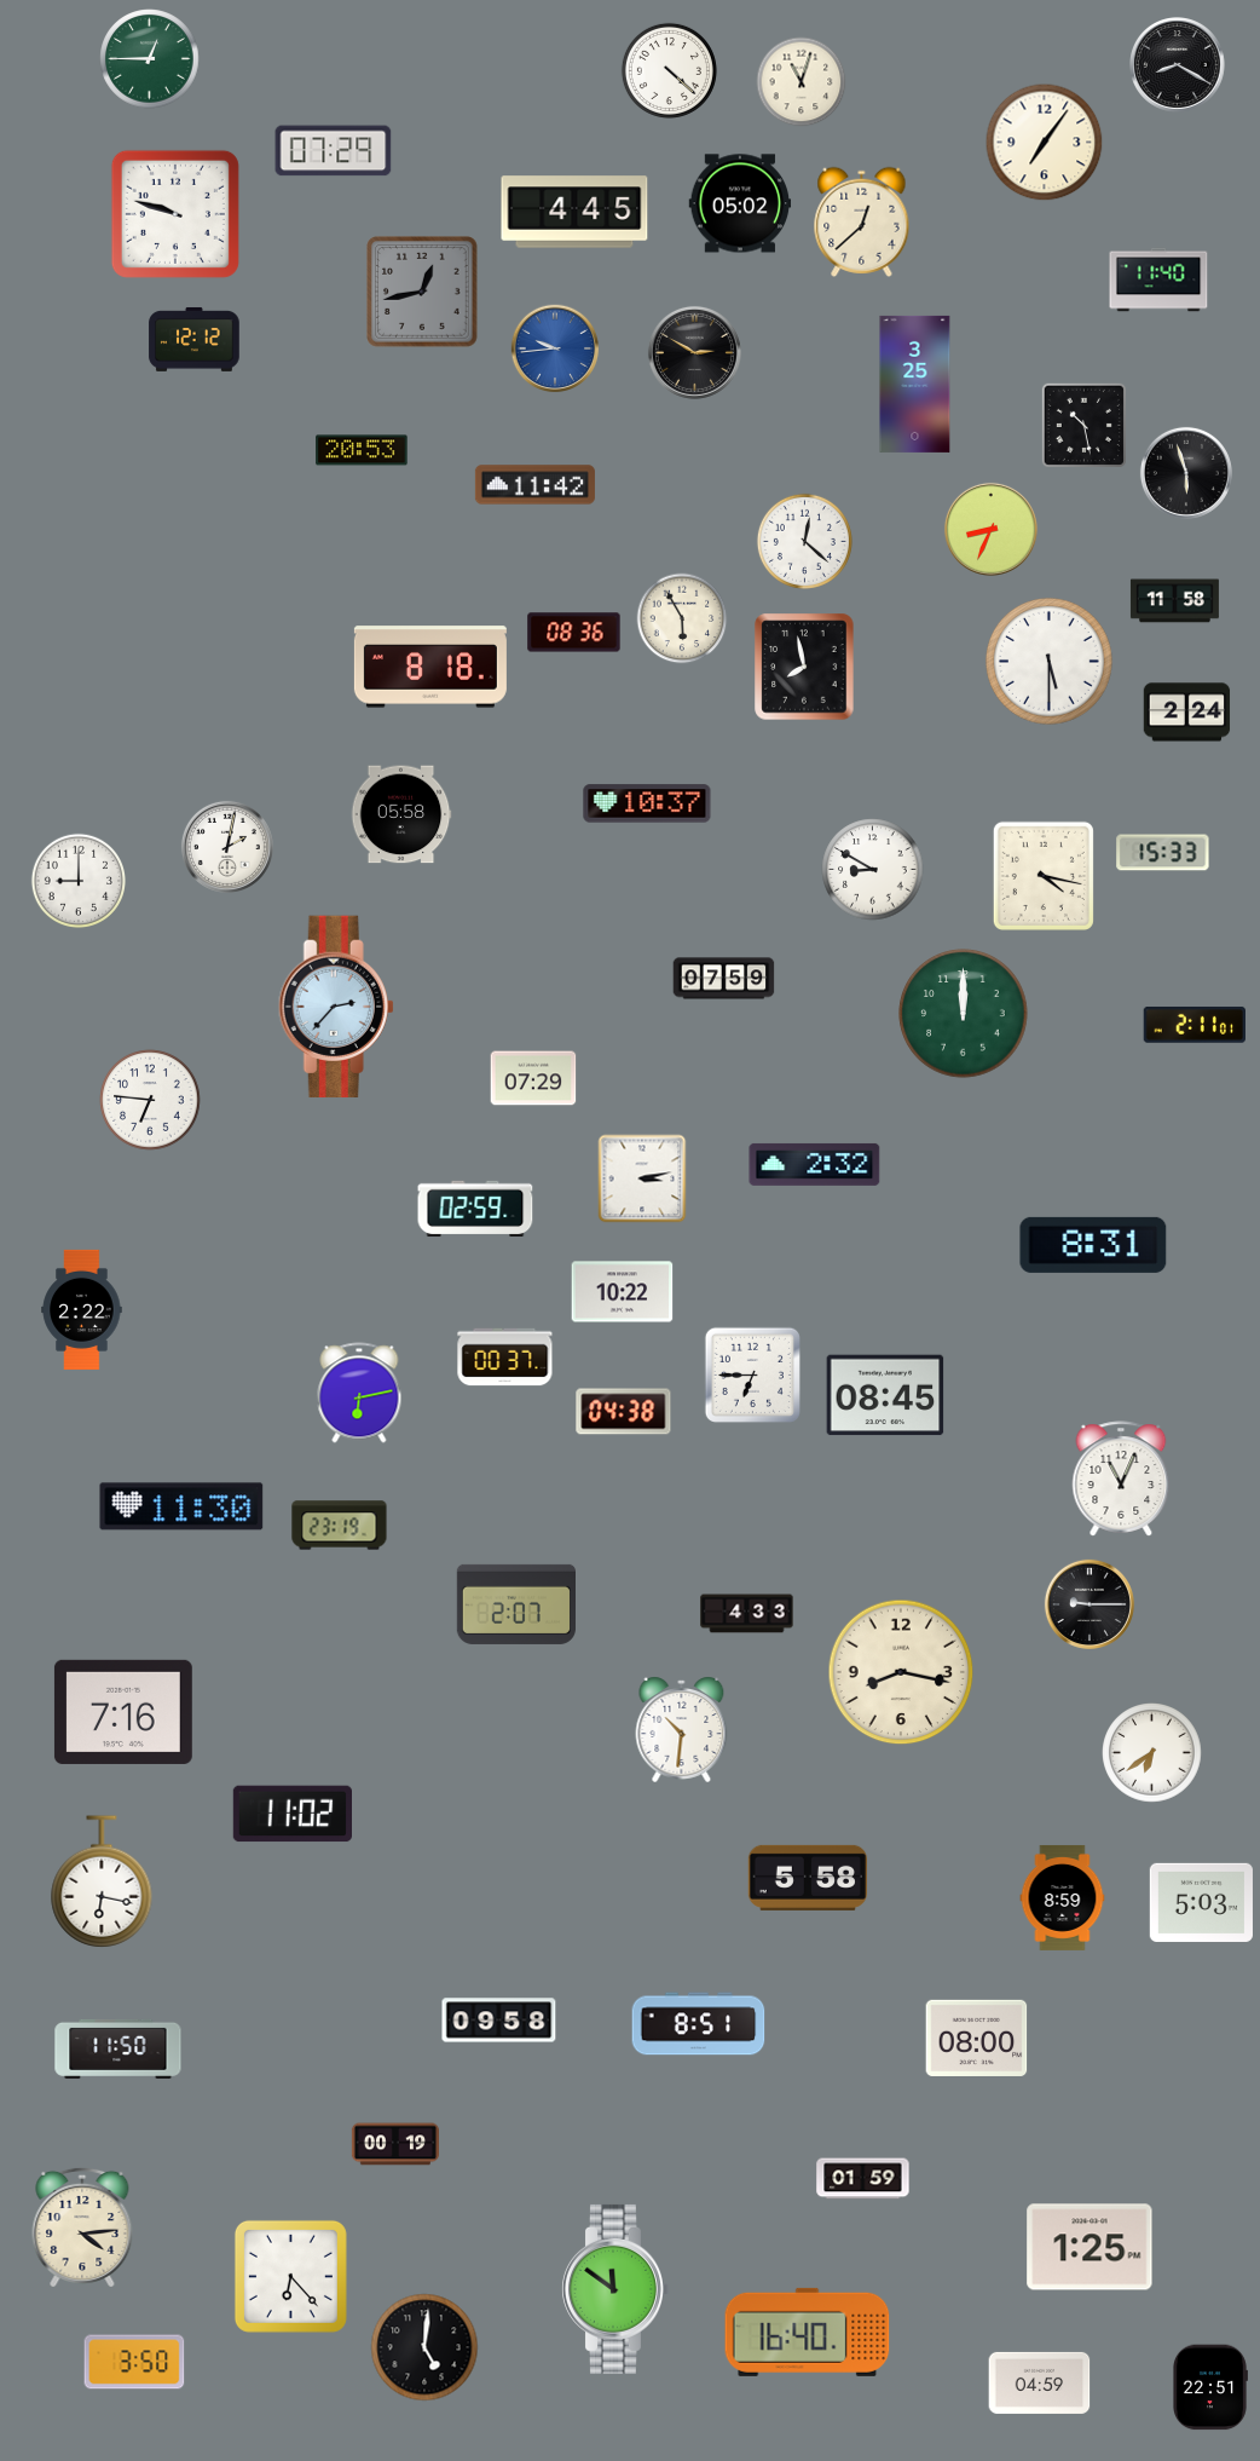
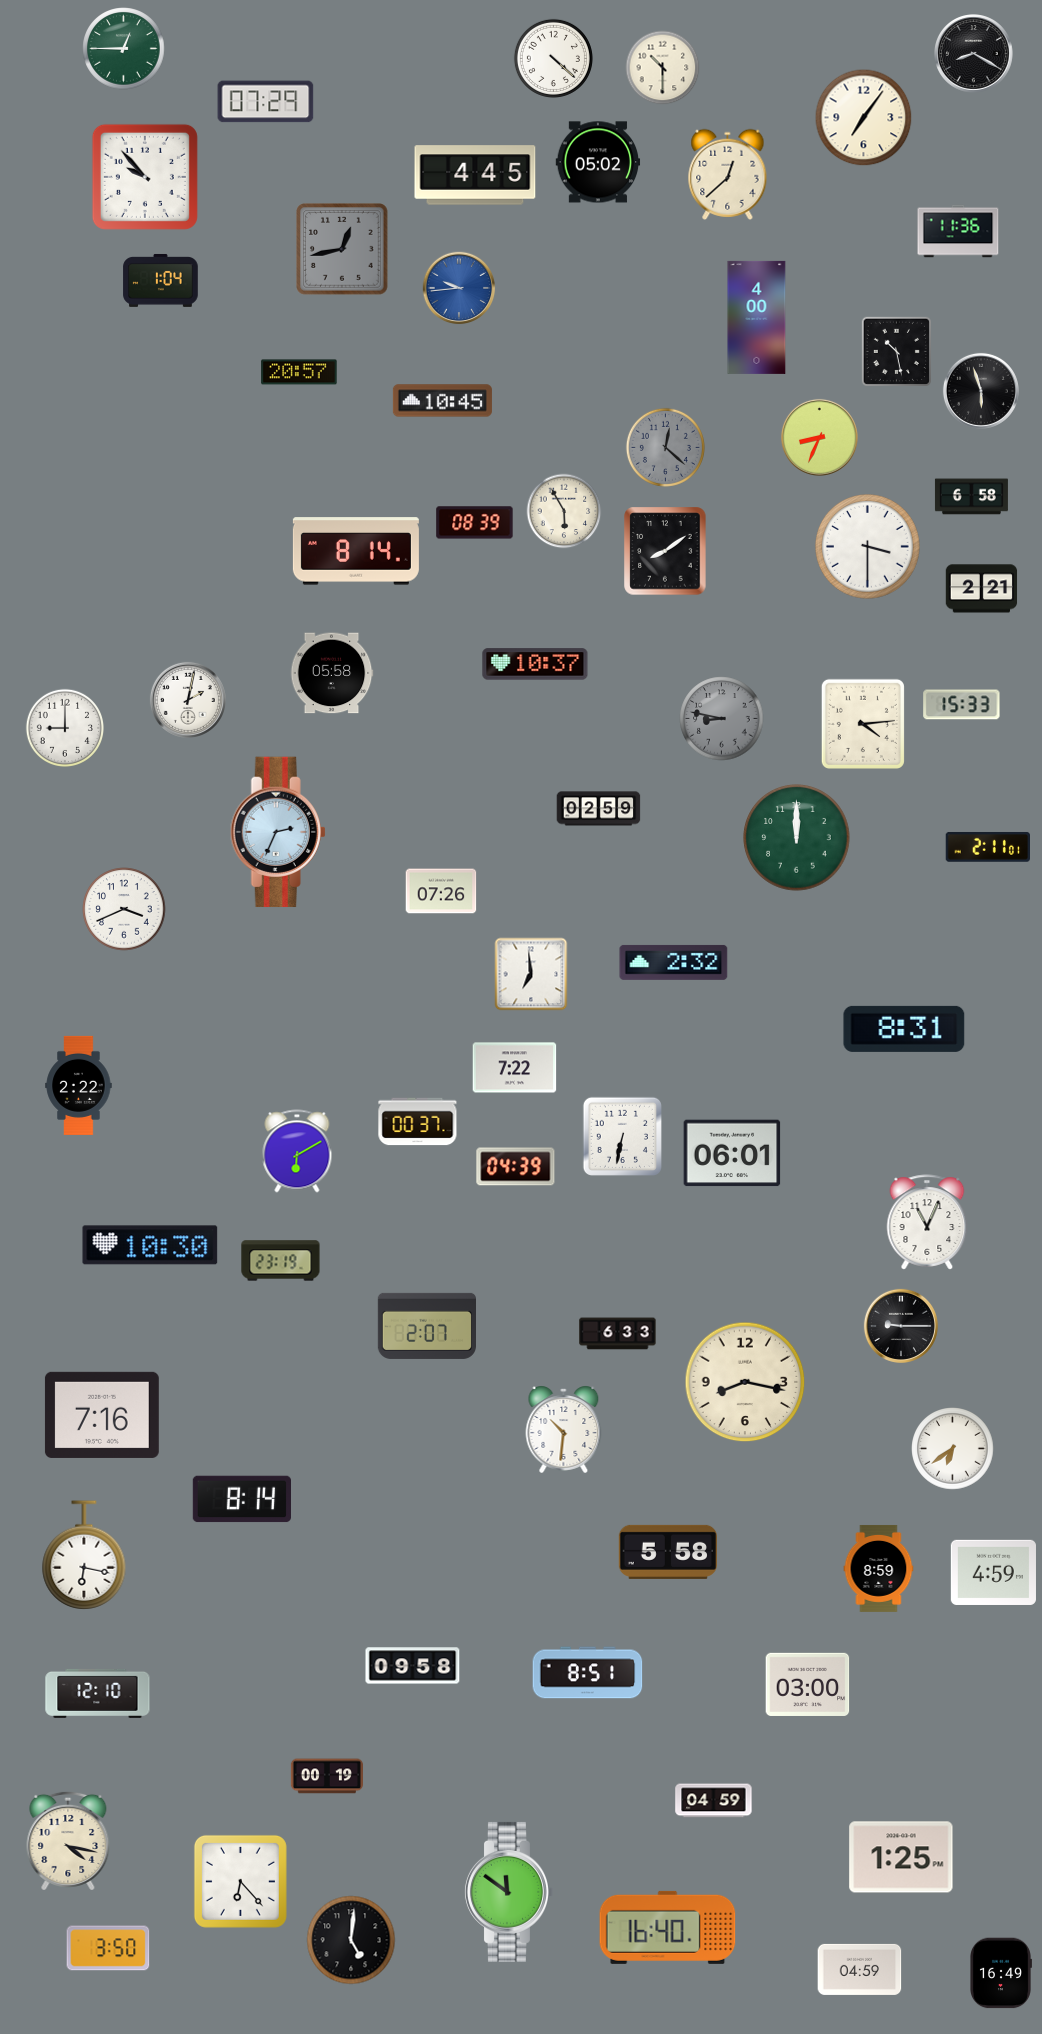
clock at (802, 82): 11:03 -> 10:30
clock at (334, 151) position: (334, 151) -> (266, 102)
clock at (740, 203) position: (740, 203) -> (598, 162)
clock at (175, 214): 9:48 -> 9:53
clock at (862, 221) position: (862, 221) -> (728, 174)
clock at (1158, 279): 11:40 -> 11:36
clock at (423, 293) position: (423, 293) -> (343, 250)
clock at (195, 339): 12:12 -> 1:04
clock at (694, 352): 2:50 -> none
clock at (915, 384): 3:25 -> 4:00
clock at (362, 450): 20:53 -> 20:57
clock at (534, 485): 11:42 -> 10:45
clock at (804, 541) dial: white -> grey
clock at (1174, 601): 11:58 -> 6:58
clock at (574, 633): 08:36 -> 08:39
clock at (1050, 662): 5:30 -> 3:30
clock at (430, 667): 8:18 -> 8:14
clock at (804, 667): 7:58 -> 8:09
clock at (1187, 713): 2:24 -> 2:21
clock at (873, 870): 8:50 -> 8:47
clock at (873, 870) dial: white -> grey
clock at (1044, 876): 4:17 -> 4:14
clock at (724, 979): 07:59 -> 02:59
clock at (336, 1007): 2:37 -> 2:34
clock at (533, 1078): 07:29 -> 07:26
clock at (150, 1100): 6:46 -> 3:41
clock at (642, 1178): 3:13 -> 6:59
clock at (475, 1209): 02:59 -> none
clock at (623, 1292): 10:22 -> 7:22
clock at (82, 1309) position: (82, 1309) -> (79, 1085)
clock at (752, 1374): 6:45 -> 6:32
clock at (359, 1393): 6:13 -> 6:10
clock at (885, 1395): 08:45 -> 06:01
clock at (624, 1412): 04:38 -> 04:39
clock at (181, 1506): 11:30 -> 10:30
clock at (747, 1614): 4:33 -> 6:33
clock at (291, 1814): 11:02 -> 8:14
clock at (1201, 1902): 5:03 -> 4:59
clock at (499, 2021) position: (499, 2021) -> (413, 1666)
clock at (699, 2024) position: (699, 2024) -> (588, 1673)
clock at (977, 2038): 08:00 -> 03:00
clock at (119, 2048): 11:50 -> 12:10
clock at (394, 2144) position: (394, 2144) -> (326, 1776)
clock at (863, 2179): 01:59 -> 04:59
clock at (82, 2227): 4:14 -> 4:17
clock at (134, 2362) position: (134, 2362) -> (108, 1948)
clock at (1210, 2387): 22:51 -> 16:49
